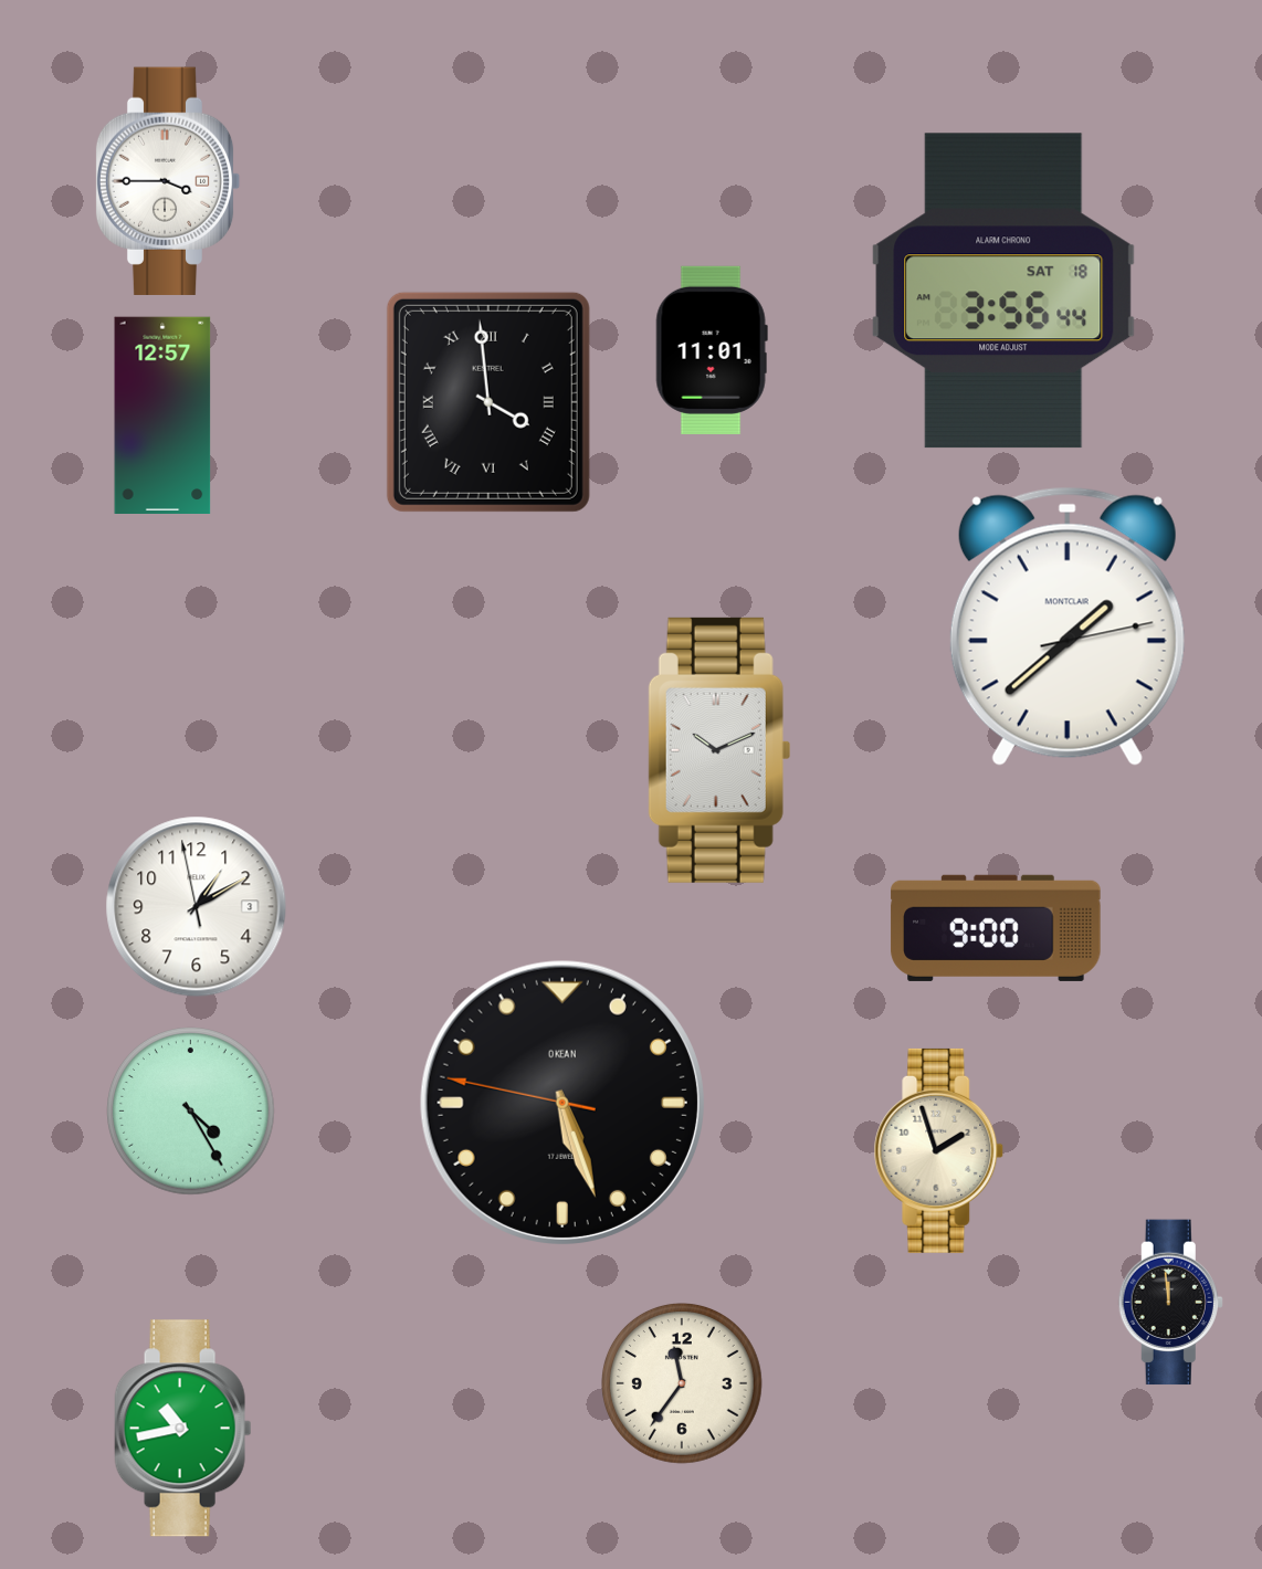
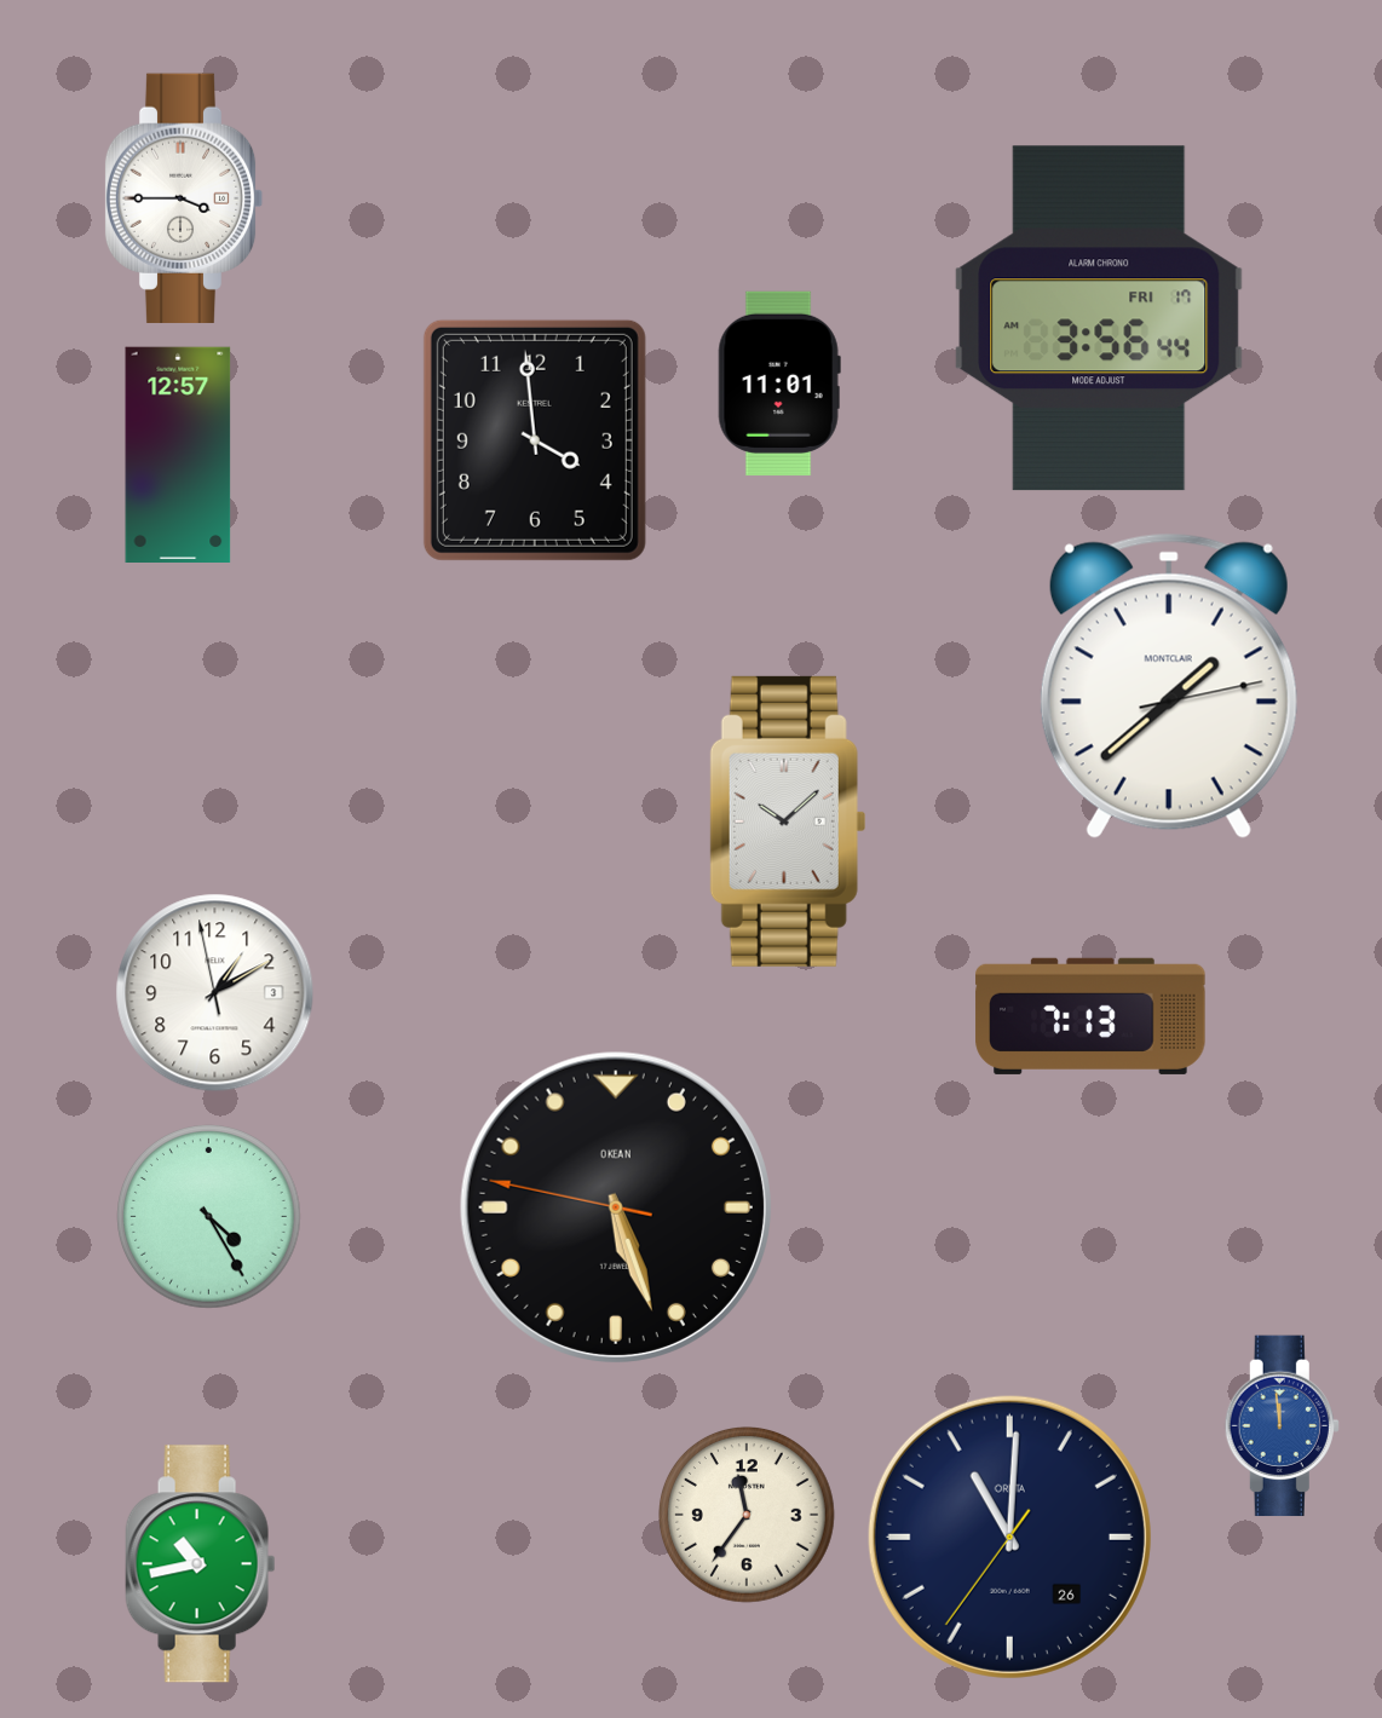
clock at (1003, 291) date: SAT 18 -> FRI 17
clock at (488, 402) numerals: Roman -> Arabic
clock at (719, 750): 10:11 -> 10:08
clock at (996, 928): 9:00 -> 7:13
clock at (939, 1150): 1:57 -> none
clock at (1170, 1303) dial: black -> blue
clock at (1009, 1537): none -> 11:00
